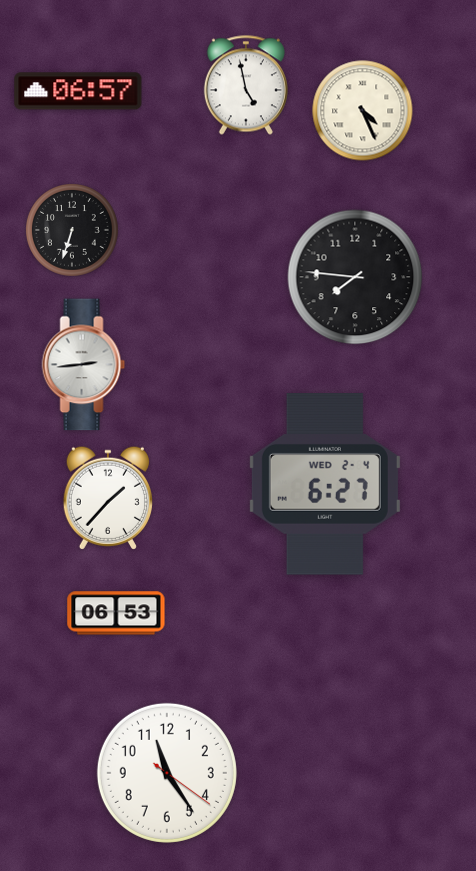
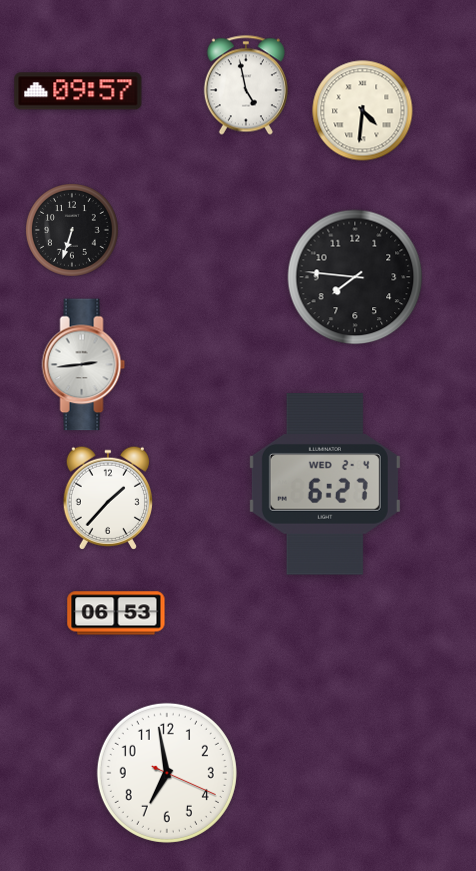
clock at (78, 91): 06:57 -> 09:57
clock at (363, 111): 4:26 -> 4:31
clock at (167, 773): 11:24 -> 6:58
